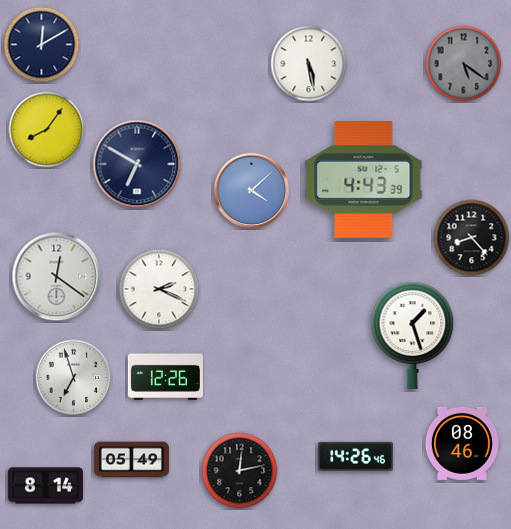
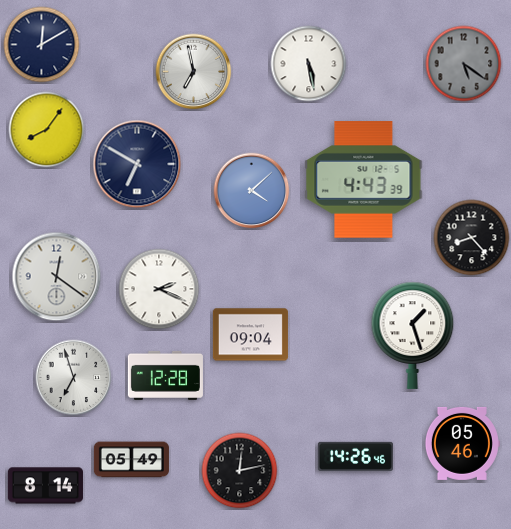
clock at (194, 72): none -> 6:58
clock at (250, 335): none -> 09:04
clock at (165, 375): 12:26 -> 12:28
clock at (462, 443): 08:46 -> 05:46
